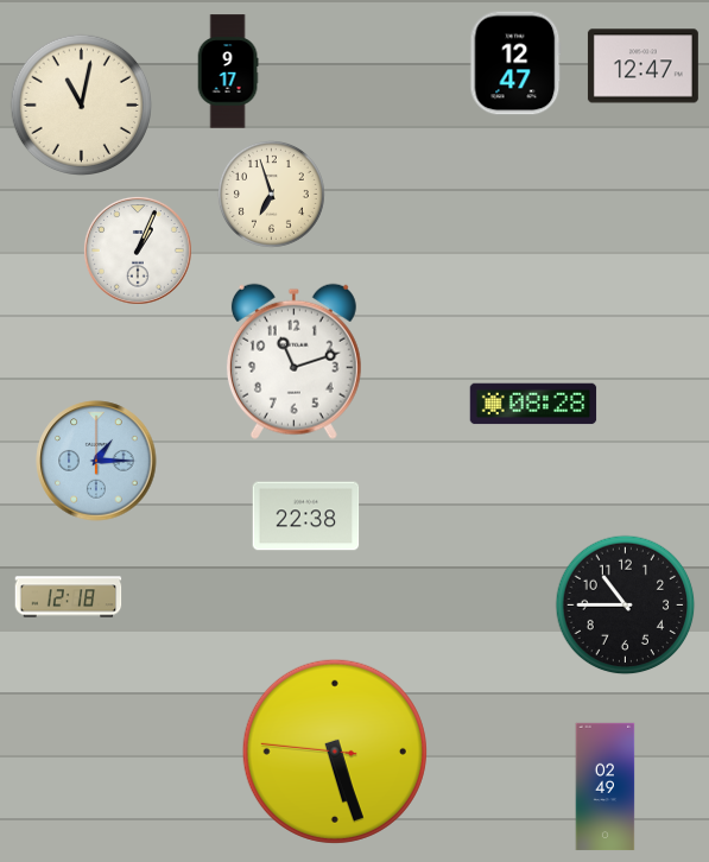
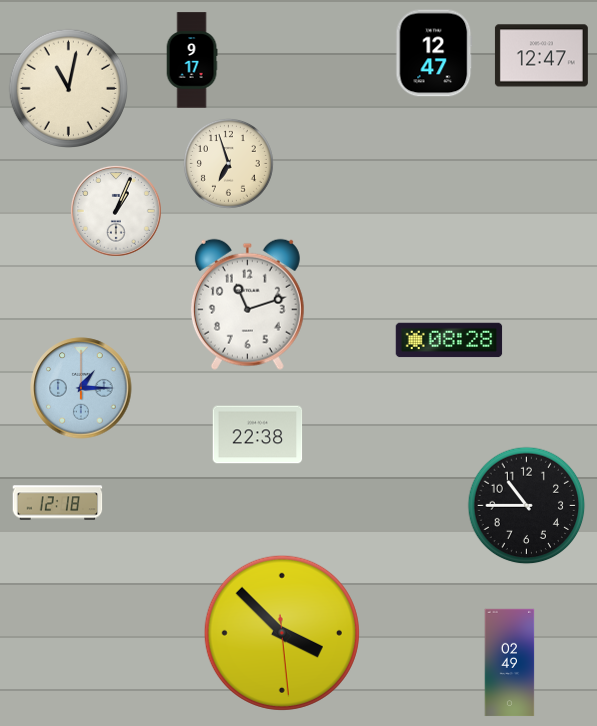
clock at (626, 606) position: (626, 606) -> (527, 506)
clock at (335, 752): 5:26 -> 3:52
